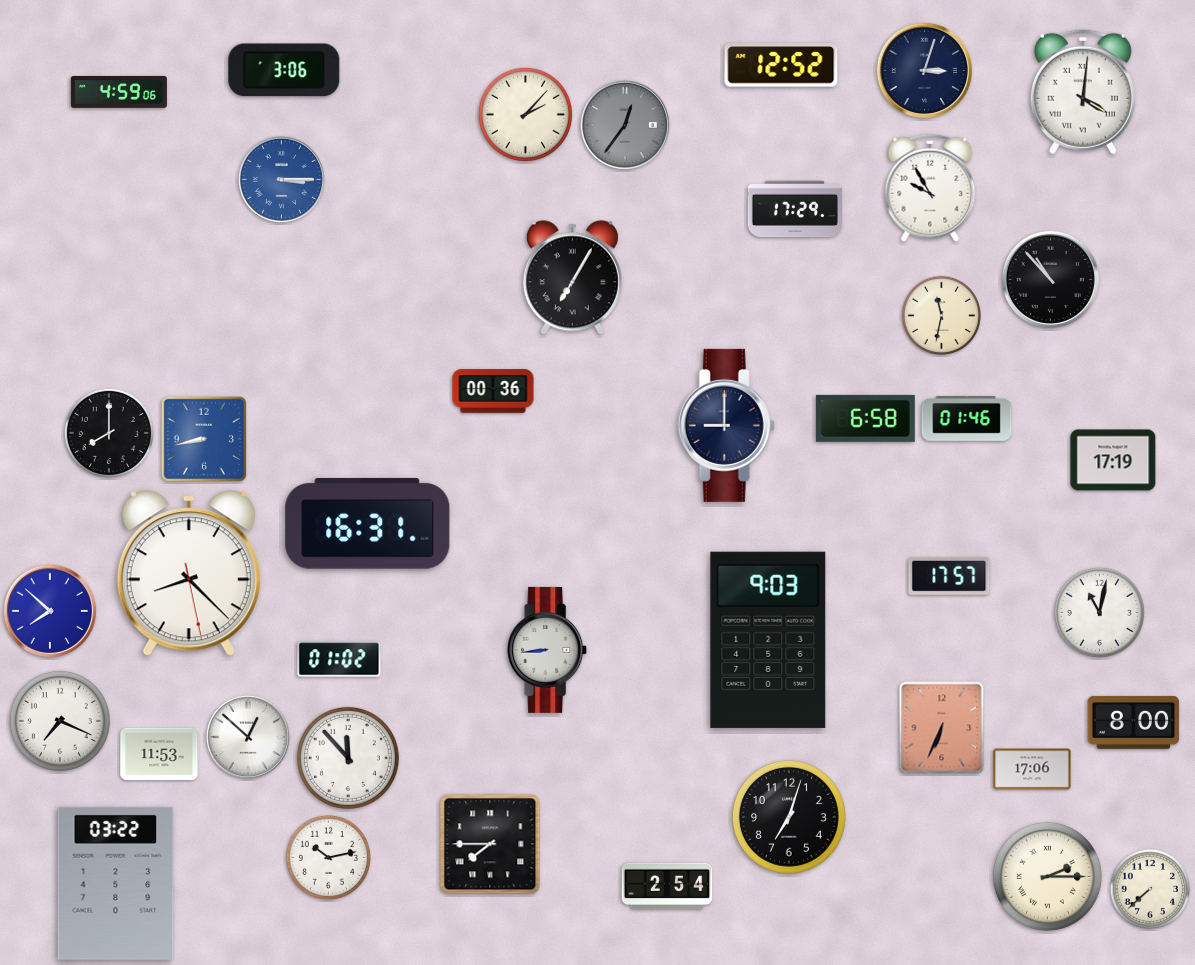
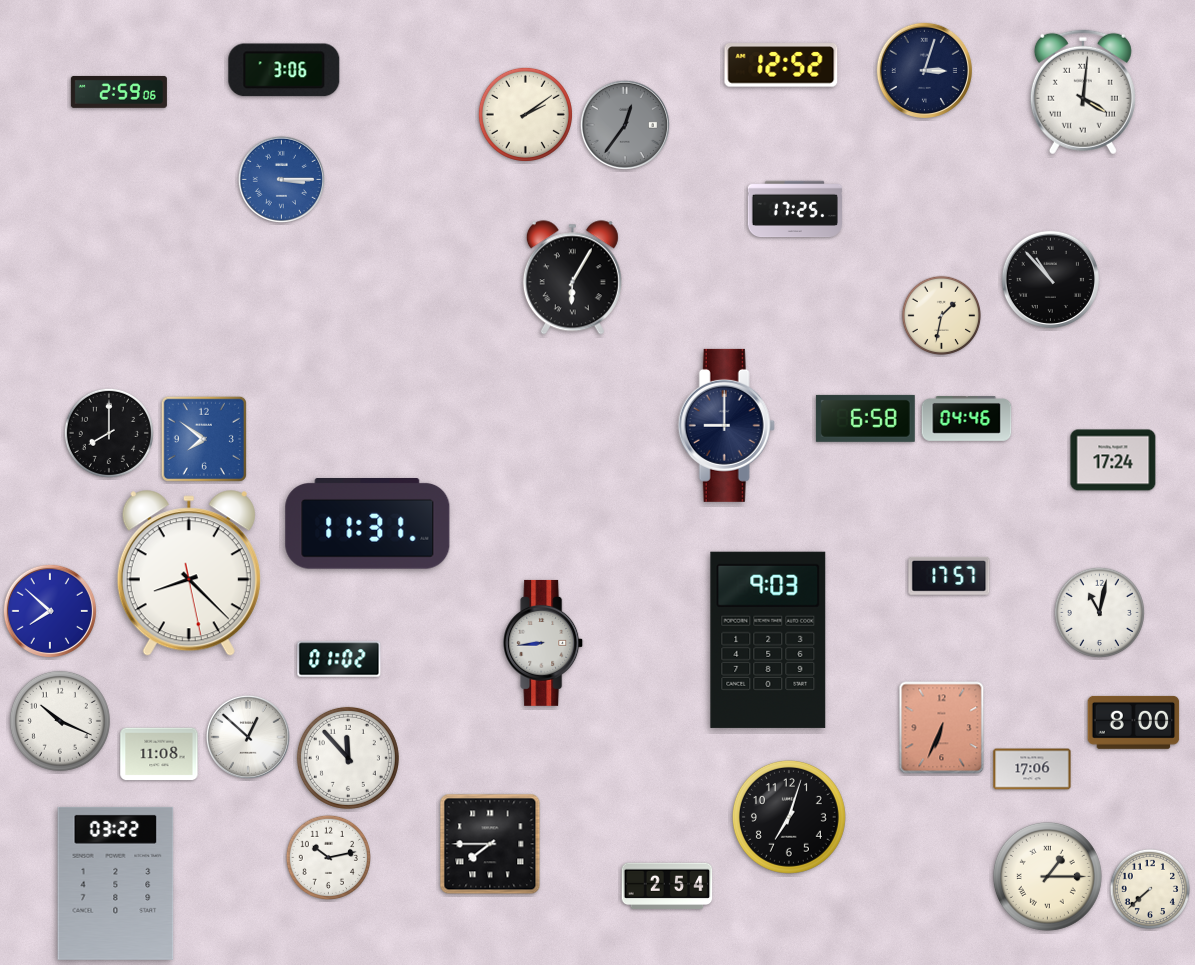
clock at (119, 92): 4:59 -> 2:59
clock at (525, 114): 2:07 -> 2:09
clock at (930, 188): 9:55 -> none
clock at (794, 209): 17:29 -> 17:25
clock at (572, 278): 7:05 -> 6:05
clock at (942, 316): 11:32 -> 1:32
clock at (493, 391): 00:36 -> none
clock at (967, 419): 01:46 -> 04:46
clock at (204, 439): 8:43 -> 7:51
clock at (1113, 460): 17:19 -> 17:24
clock at (368, 524): 16:31 -> 11:31
clock at (548, 650) position: (548, 650) -> (544, 643)
clock at (60, 721): 7:19 -> 10:19
clock at (159, 754): 11:53 -> 11:08
clock at (1047, 876): 2:15 -> 1:15
